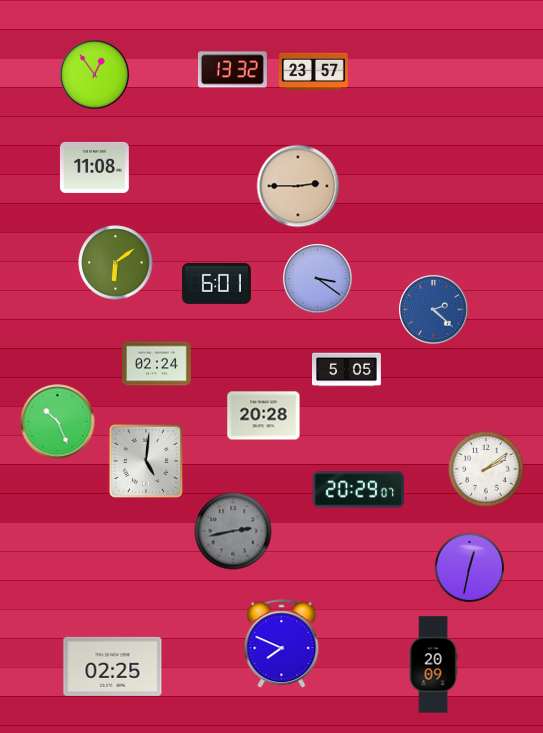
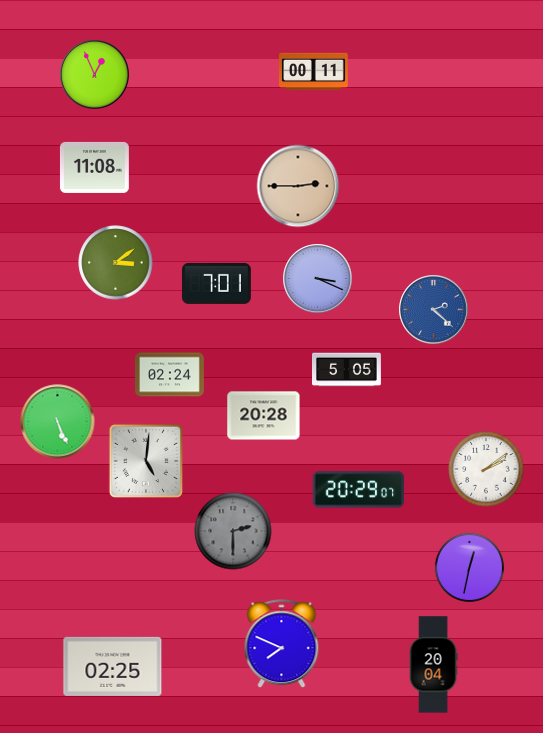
clock at (232, 70): 13:32 -> none
clock at (314, 72): 23:57 -> 00:11
clock at (95, 75): 12:54 -> 12:56
clock at (116, 263): 6:09 -> 3:09
clock at (318, 279): 3:21 -> 3:19
clock at (216, 283): 6:01 -> 7:01
clock at (157, 364) position: (157, 364) -> (170, 375)
clock at (58, 422): 10:26 -> 5:26
clock at (233, 531): 2:43 -> 2:30
clock at (433, 665): 20:09 -> 20:04
